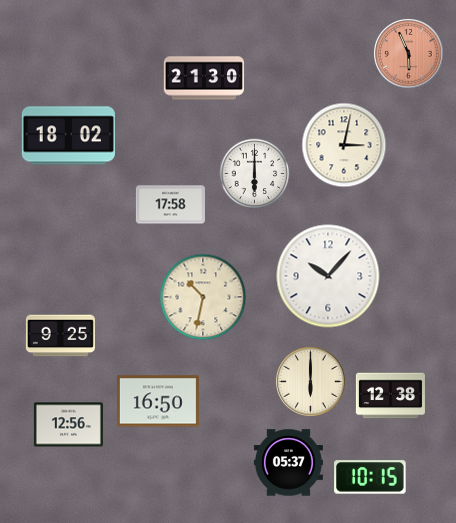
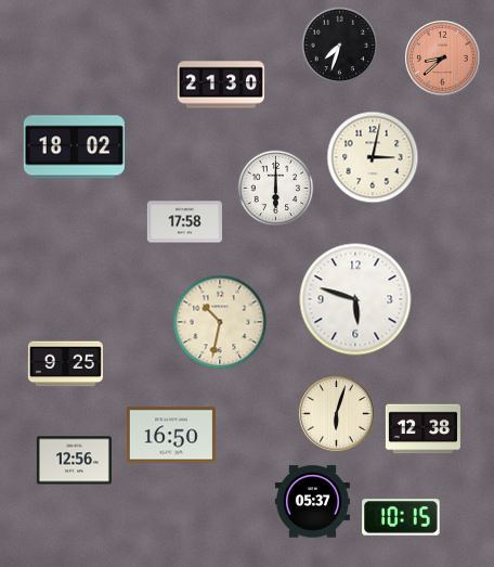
clock at (340, 46): none -> 7:33
clock at (409, 54): 5:56 -> 8:38
clock at (328, 276): 10:07 -> 5:48
clock at (311, 382): 6:00 -> 6:03
